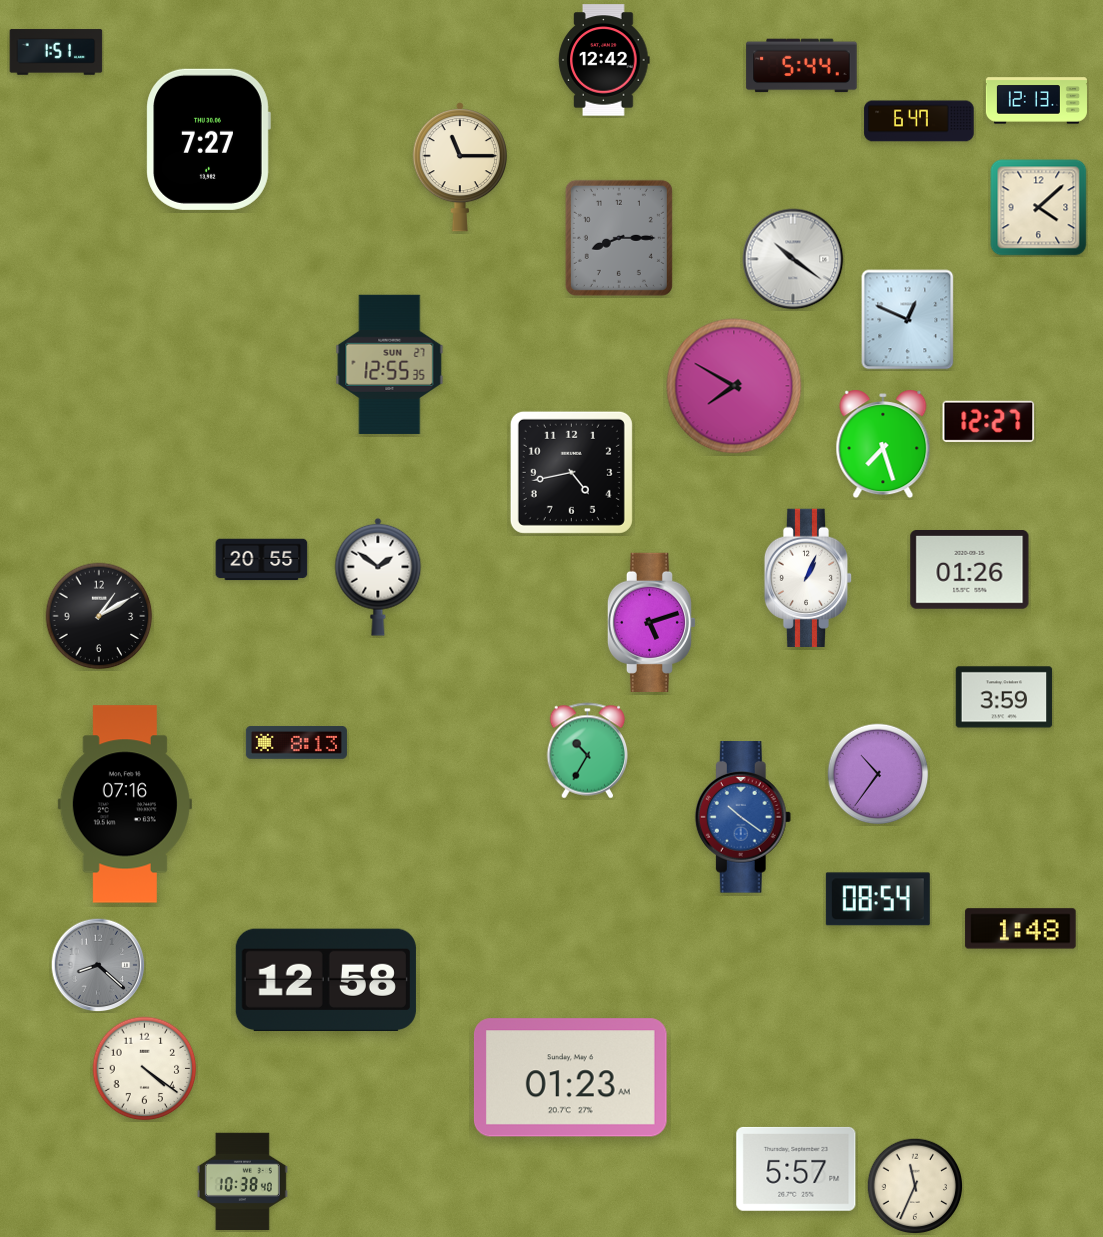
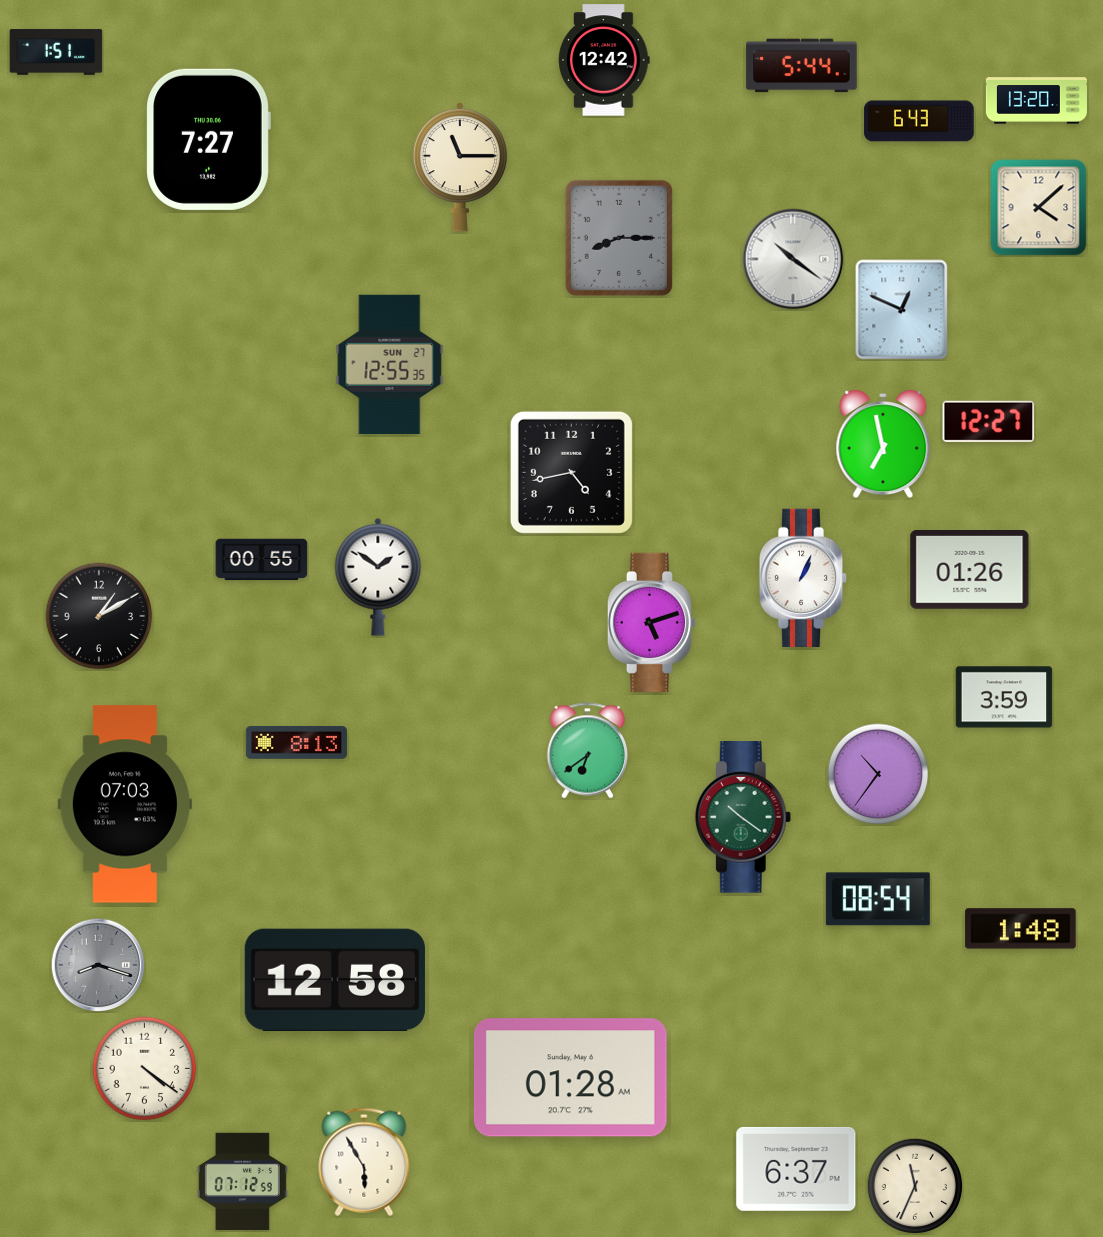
clock at (1036, 101): 12:13 -> 13:20
clock at (919, 121): 6:47 -> 6:43
clock at (908, 320) position: (908, 320) -> (902, 310)
clock at (734, 386): 7:50 -> none
clock at (883, 444): 7:27 -> 6:58
clock at (262, 560): 20:55 -> 00:55
clock at (808, 577) position: (808, 577) -> (803, 577)
clock at (588, 751): 10:35 -> 6:39
clock at (125, 804): 07:16 -> 07:03
clock at (743, 817) dial: blue -> green
clock at (98, 965): 8:22 -> 8:18
clock at (326, 979) position: (326, 979) -> (335, 979)
clock at (570, 1078): 01:23 -> 01:28
clock at (364, 1162): none -> 5:55
clock at (796, 1169): 5:57 -> 6:37
clock at (242, 1182): 10:38 -> 07:12
